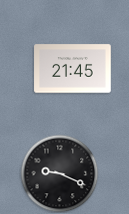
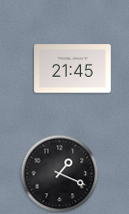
clock at (59, 173): 9:19 -> 1:19
